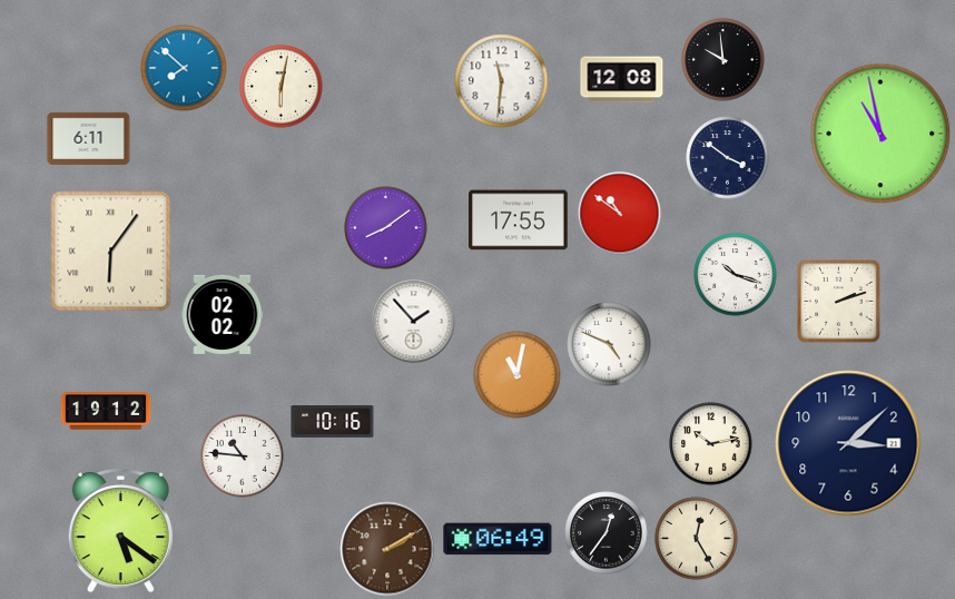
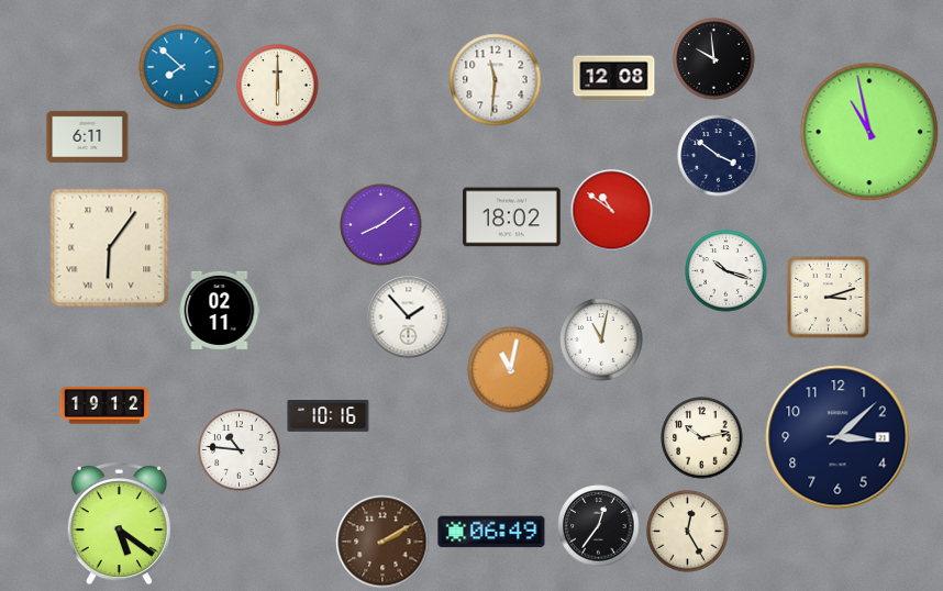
clock at (282, 87): 6:02 -> 6:00
clock at (519, 220): 17:55 -> 18:02
clock at (839, 302): 2:12 -> 3:12
clock at (223, 314): 02:02 -> 02:11
clock at (609, 344): 4:49 -> 11:02
